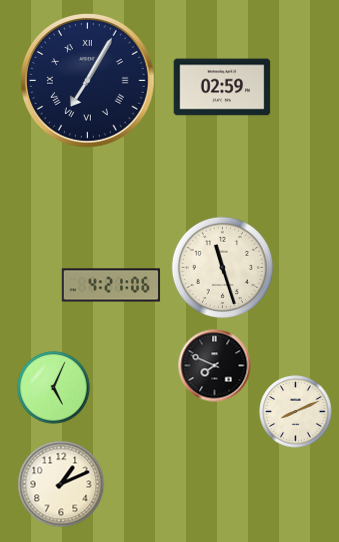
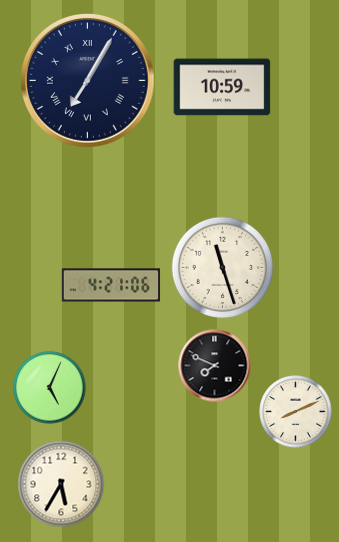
clock at (222, 87): 02:59 -> 10:59
clock at (54, 388) position: (54, 388) -> (50, 388)
clock at (61, 484): 1:11 -> 5:35
